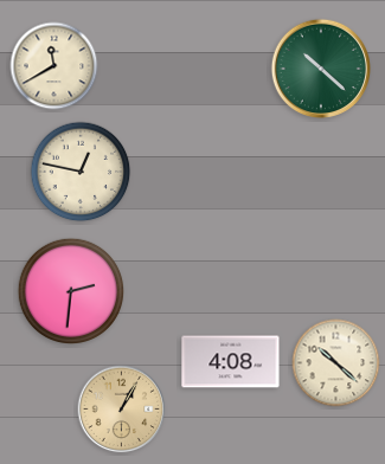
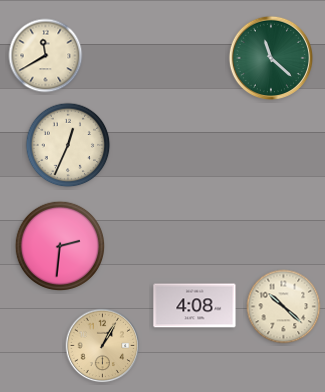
clock at (321, 69): 10:22 -> 11:22
clock at (81, 172): 12:47 -> 12:34
